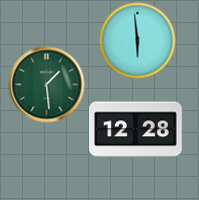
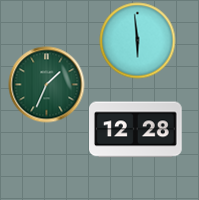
clock at (47, 85): 1:29 -> 1:34
